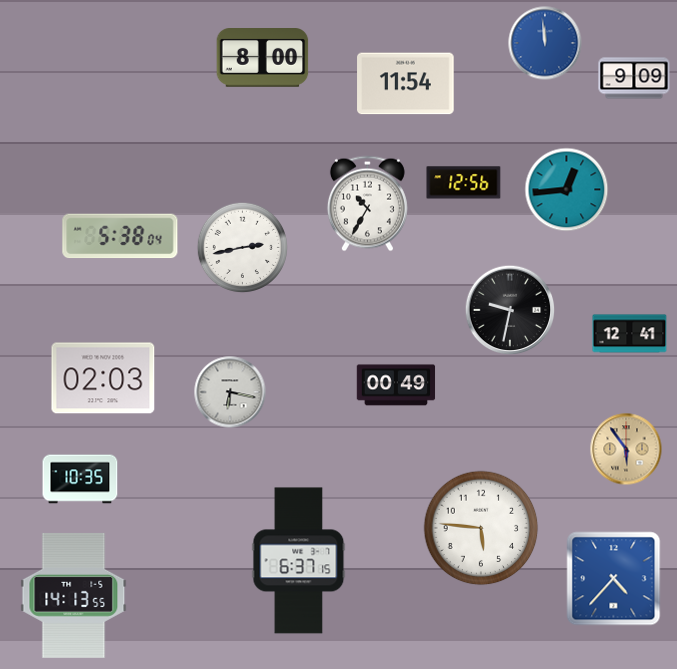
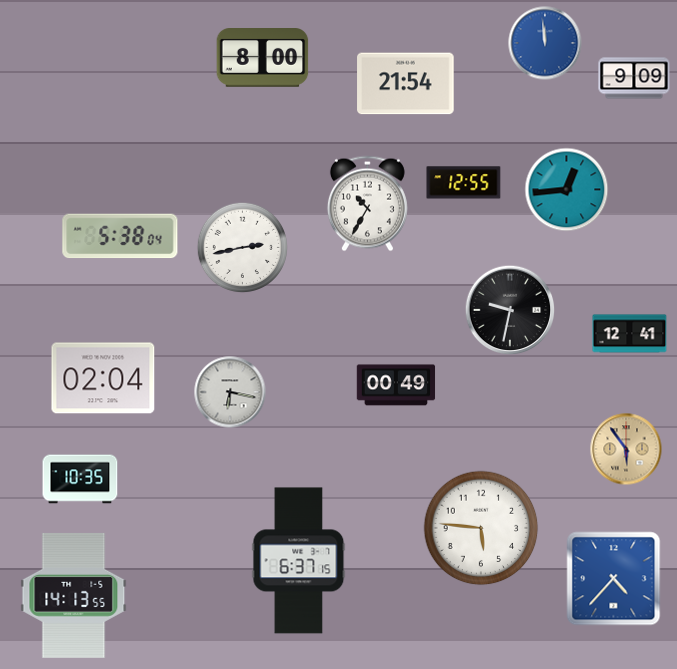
clock at (406, 84): 11:54 -> 21:54
clock at (464, 183): 12:56 -> 12:55
clock at (103, 378): 02:03 -> 02:04
